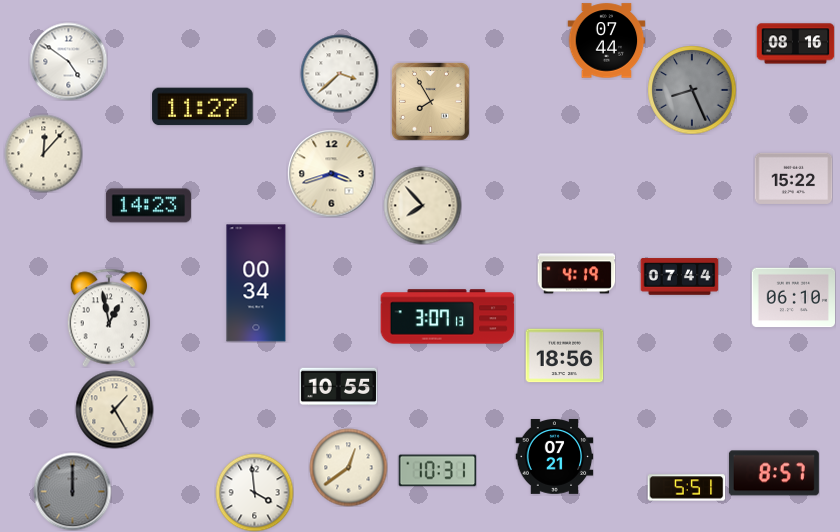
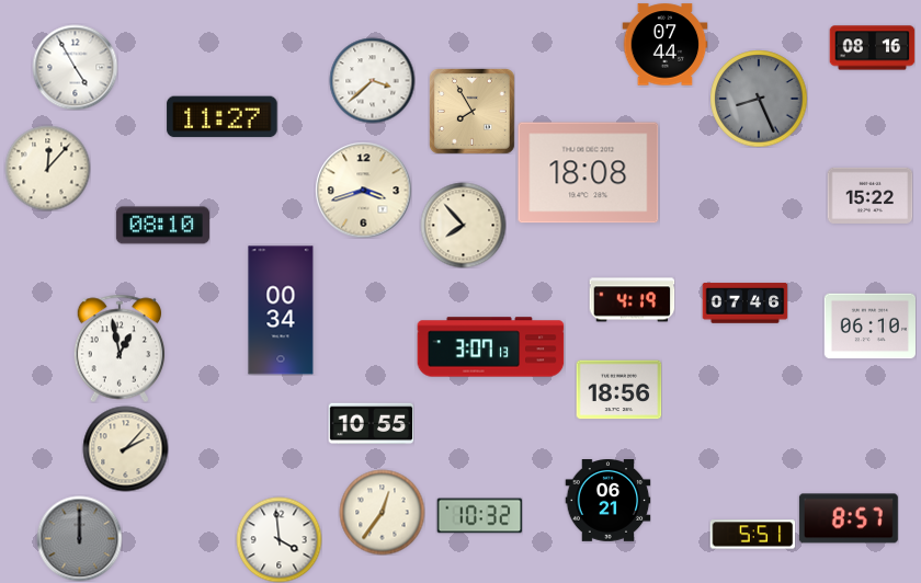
clock at (68, 61): 4:51 -> 4:55
clock at (589, 173): none -> 18:08
clock at (148, 206): 14:23 -> 08:10
clock at (679, 277): 07:44 -> 07:46
clock at (114, 409): 1:25 -> 2:07
clock at (554, 457): 07:21 -> 06:21
clock at (348, 467): 12:39 -> 12:36
clock at (437, 471): 10:31 -> 10:32
